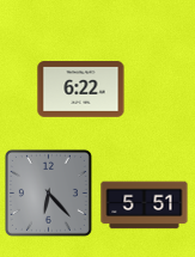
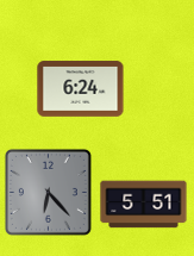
clock at (81, 90): 6:22 -> 6:24
